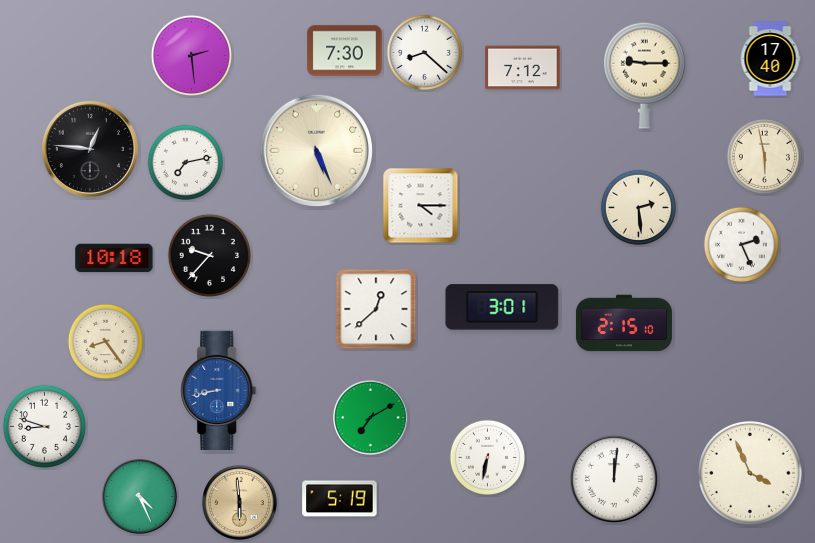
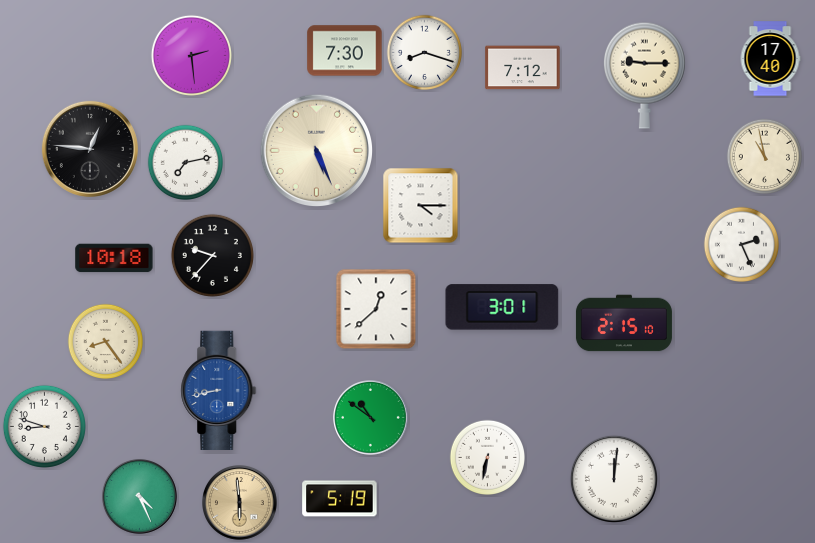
clock at (424, 52): 8:22 -> 8:18
clock at (764, 156): 5:58 -> 10:58
clock at (638, 207): 2:29 -> none
clock at (209, 255) position: (209, 255) -> (212, 255)
clock at (371, 418): 7:10 -> 10:51
clock at (750, 473): 3:56 -> none
